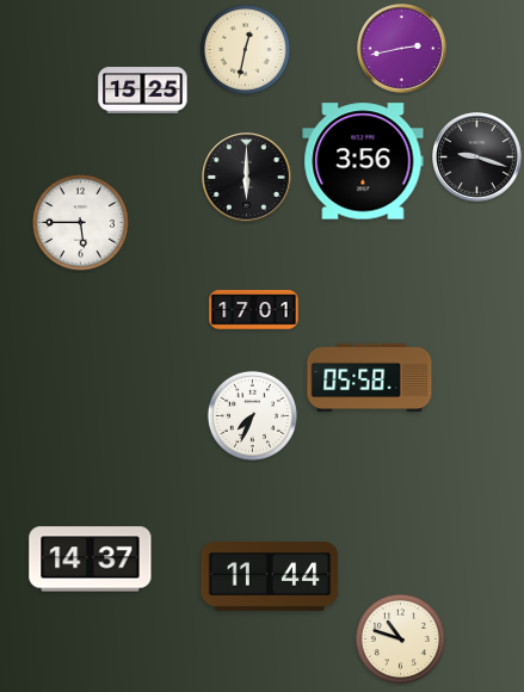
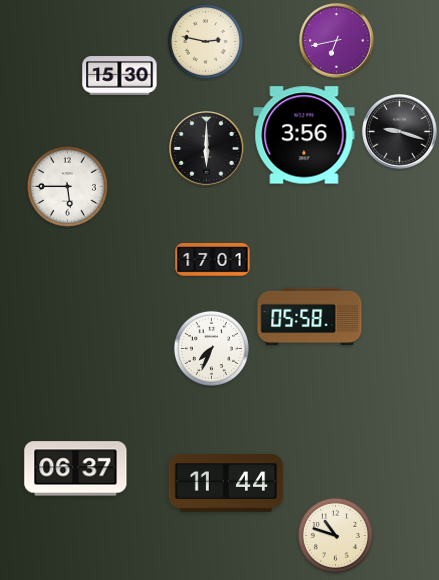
clock at (245, 49): 12:32 -> 2:47
clock at (402, 49): 2:43 -> 6:43
clock at (143, 91): 15:25 -> 15:30
clock at (91, 560): 14:37 -> 06:37
